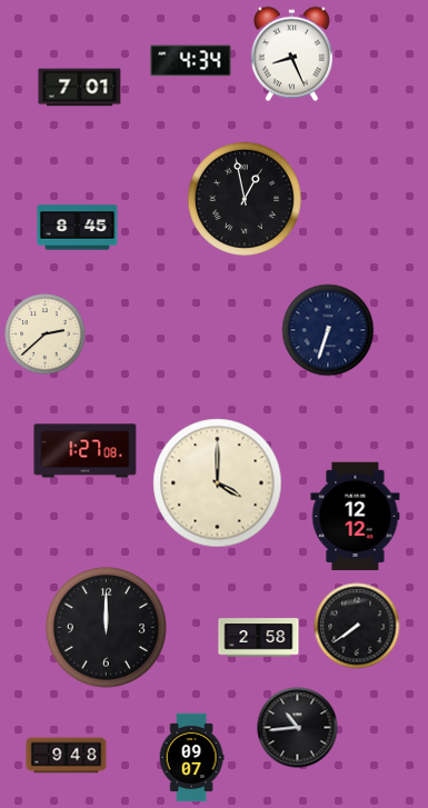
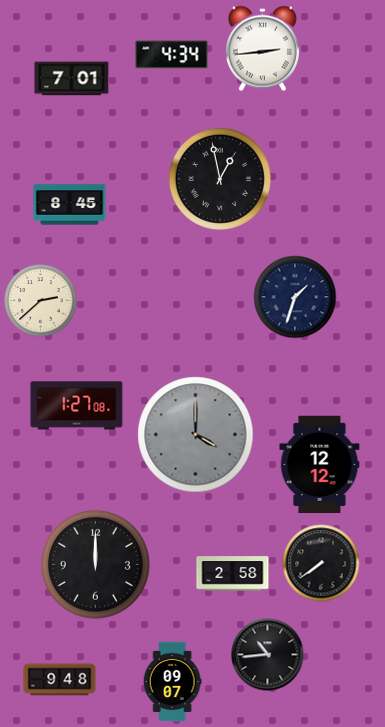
clock at (291, 54): 8:26 -> 2:44
clock at (328, 330): 6:33 -> 1:33
clock at (218, 483) dial: cream -> grey
